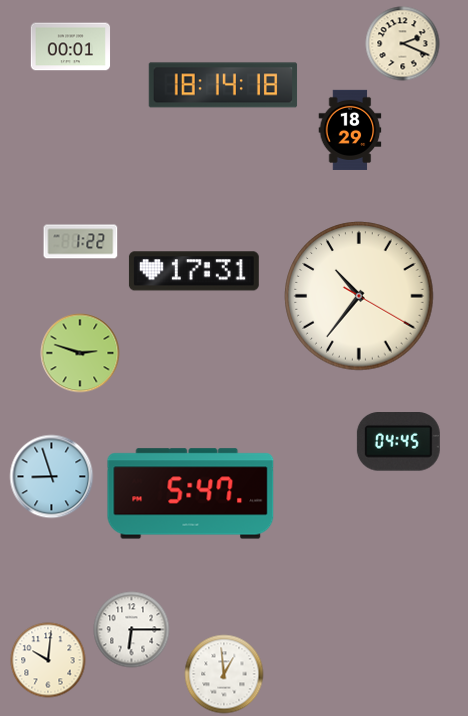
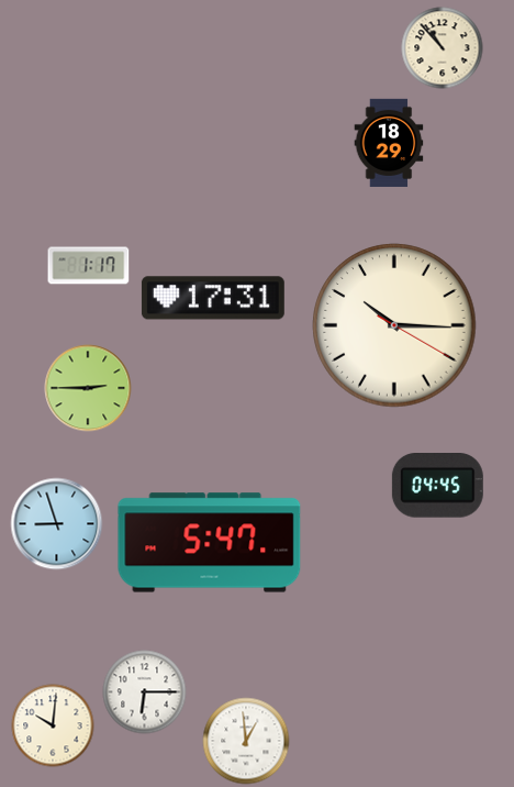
clock at (403, 44): 2:19 -> 10:53
clock at (71, 47): 00:01 -> none
clock at (223, 85): 18:14 -> none
clock at (350, 130) position: (350, 130) -> (389, 143)
clock at (81, 242): 1:22 -> 1:17
clock at (359, 296): 10:36 -> 10:15
clock at (80, 353): 2:48 -> 2:45
